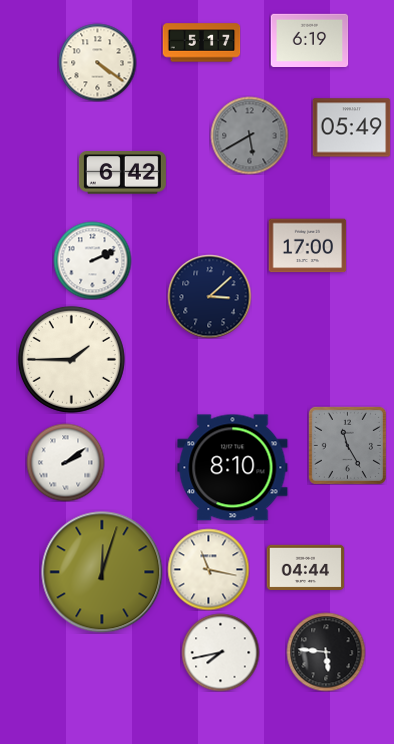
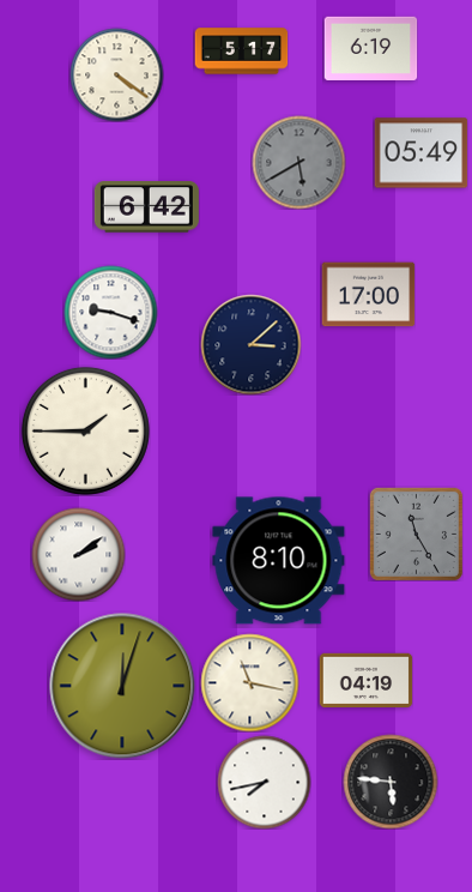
clock at (92, 260): 2:11 -> 9:18
clock at (209, 296) position: (209, 296) -> (250, 344)
clock at (305, 568): 04:44 -> 04:19
